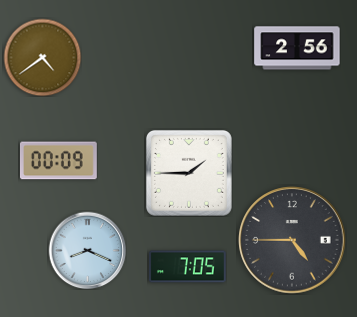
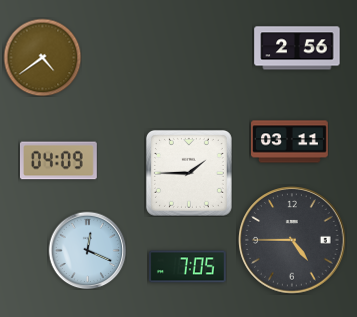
clock at (290, 142): none -> 03:11
clock at (58, 161): 00:09 -> 04:09
clock at (87, 250): 8:19 -> 12:19
